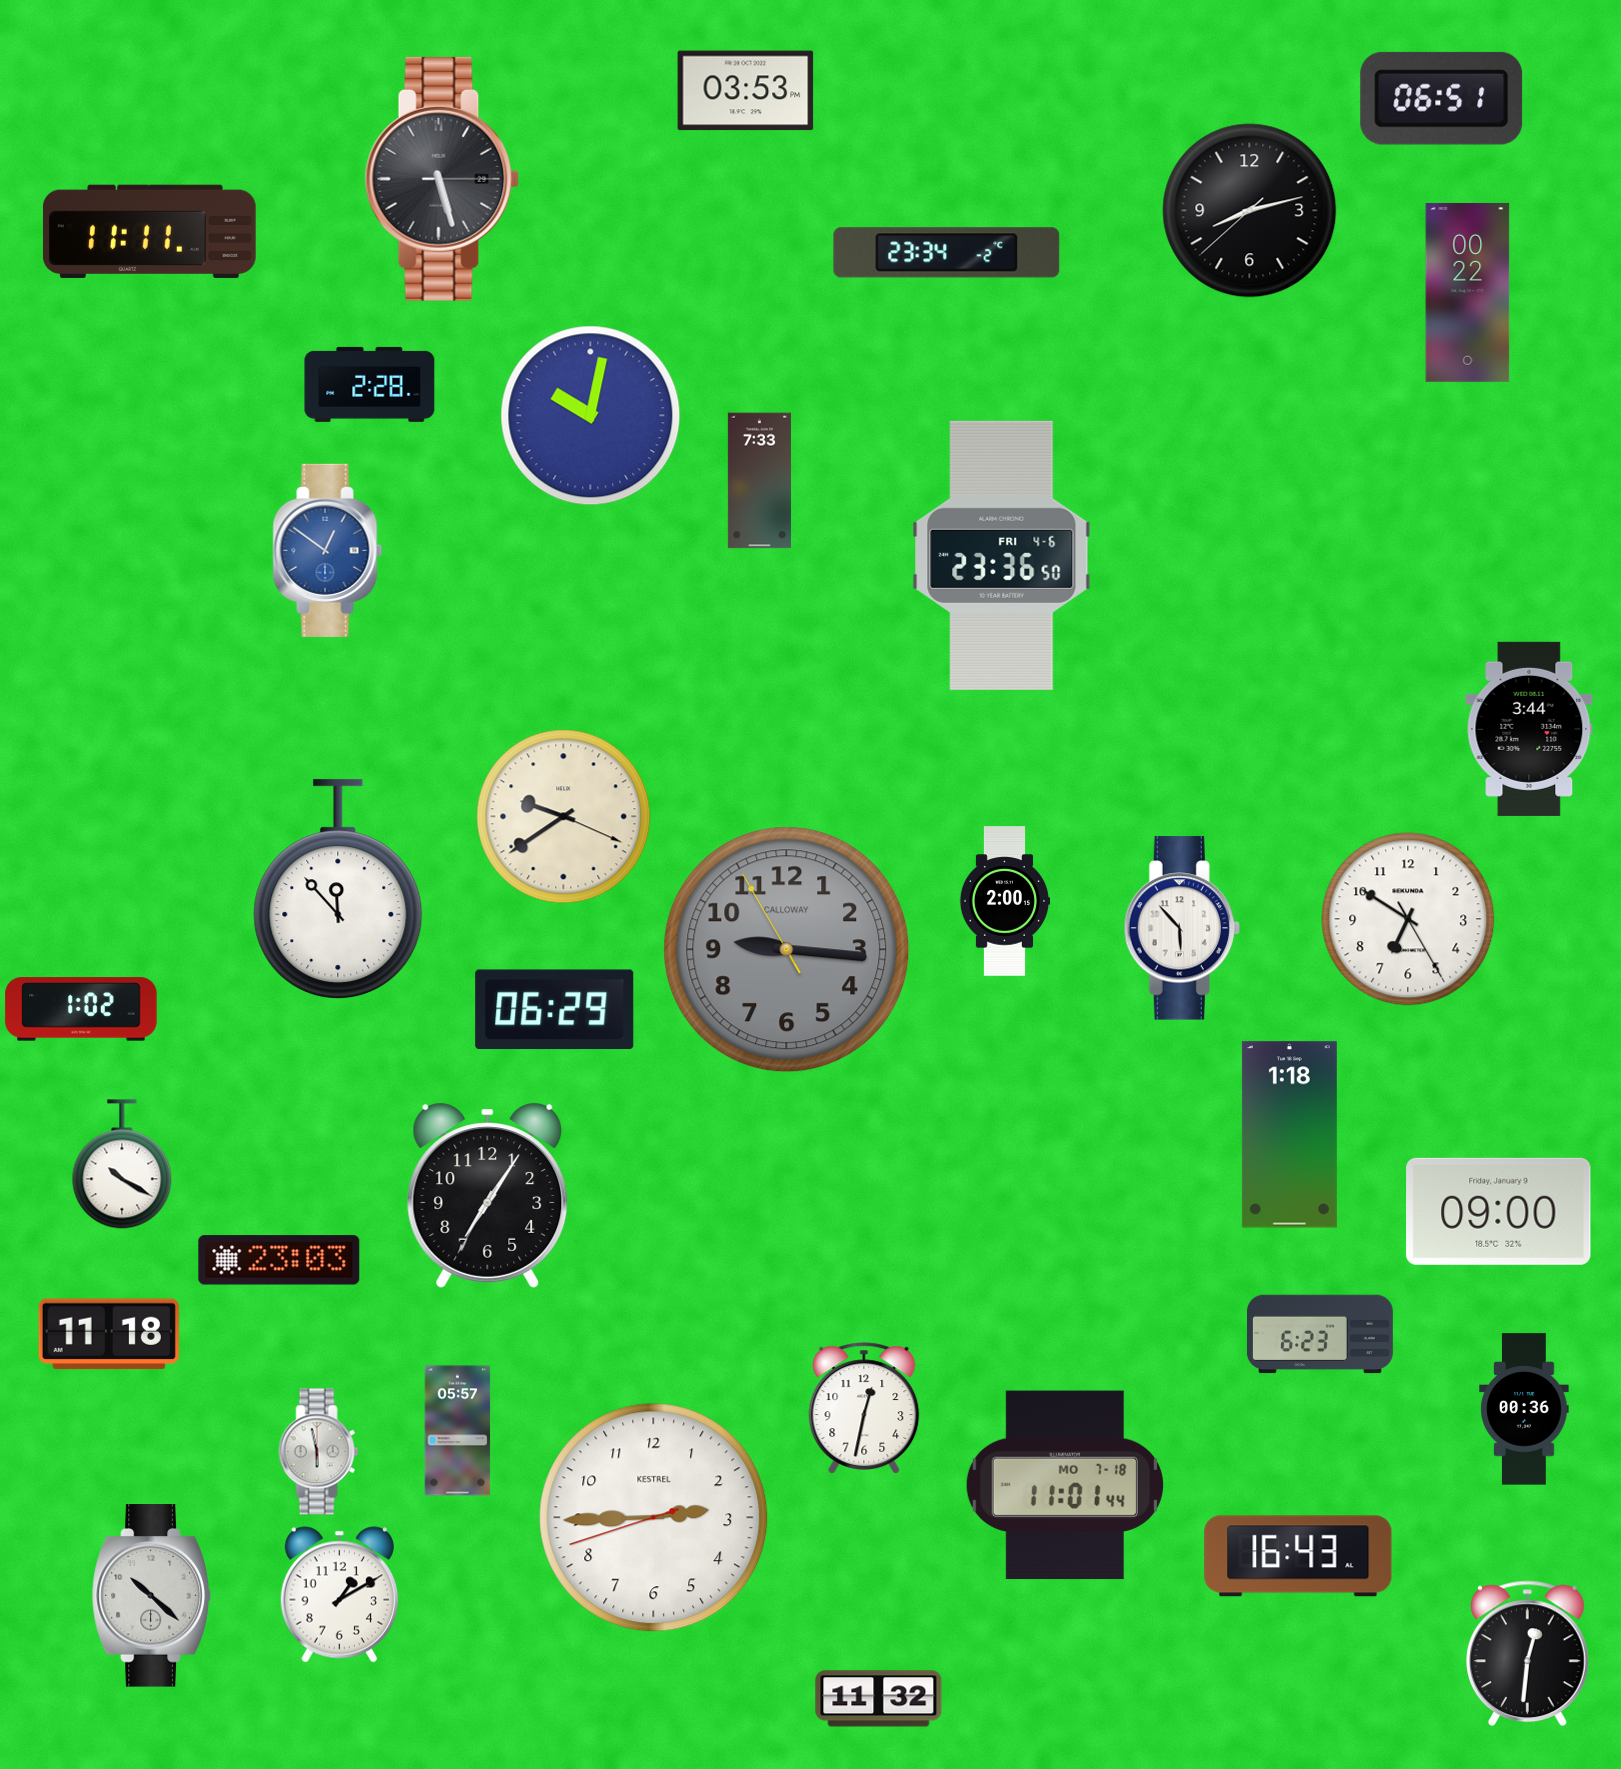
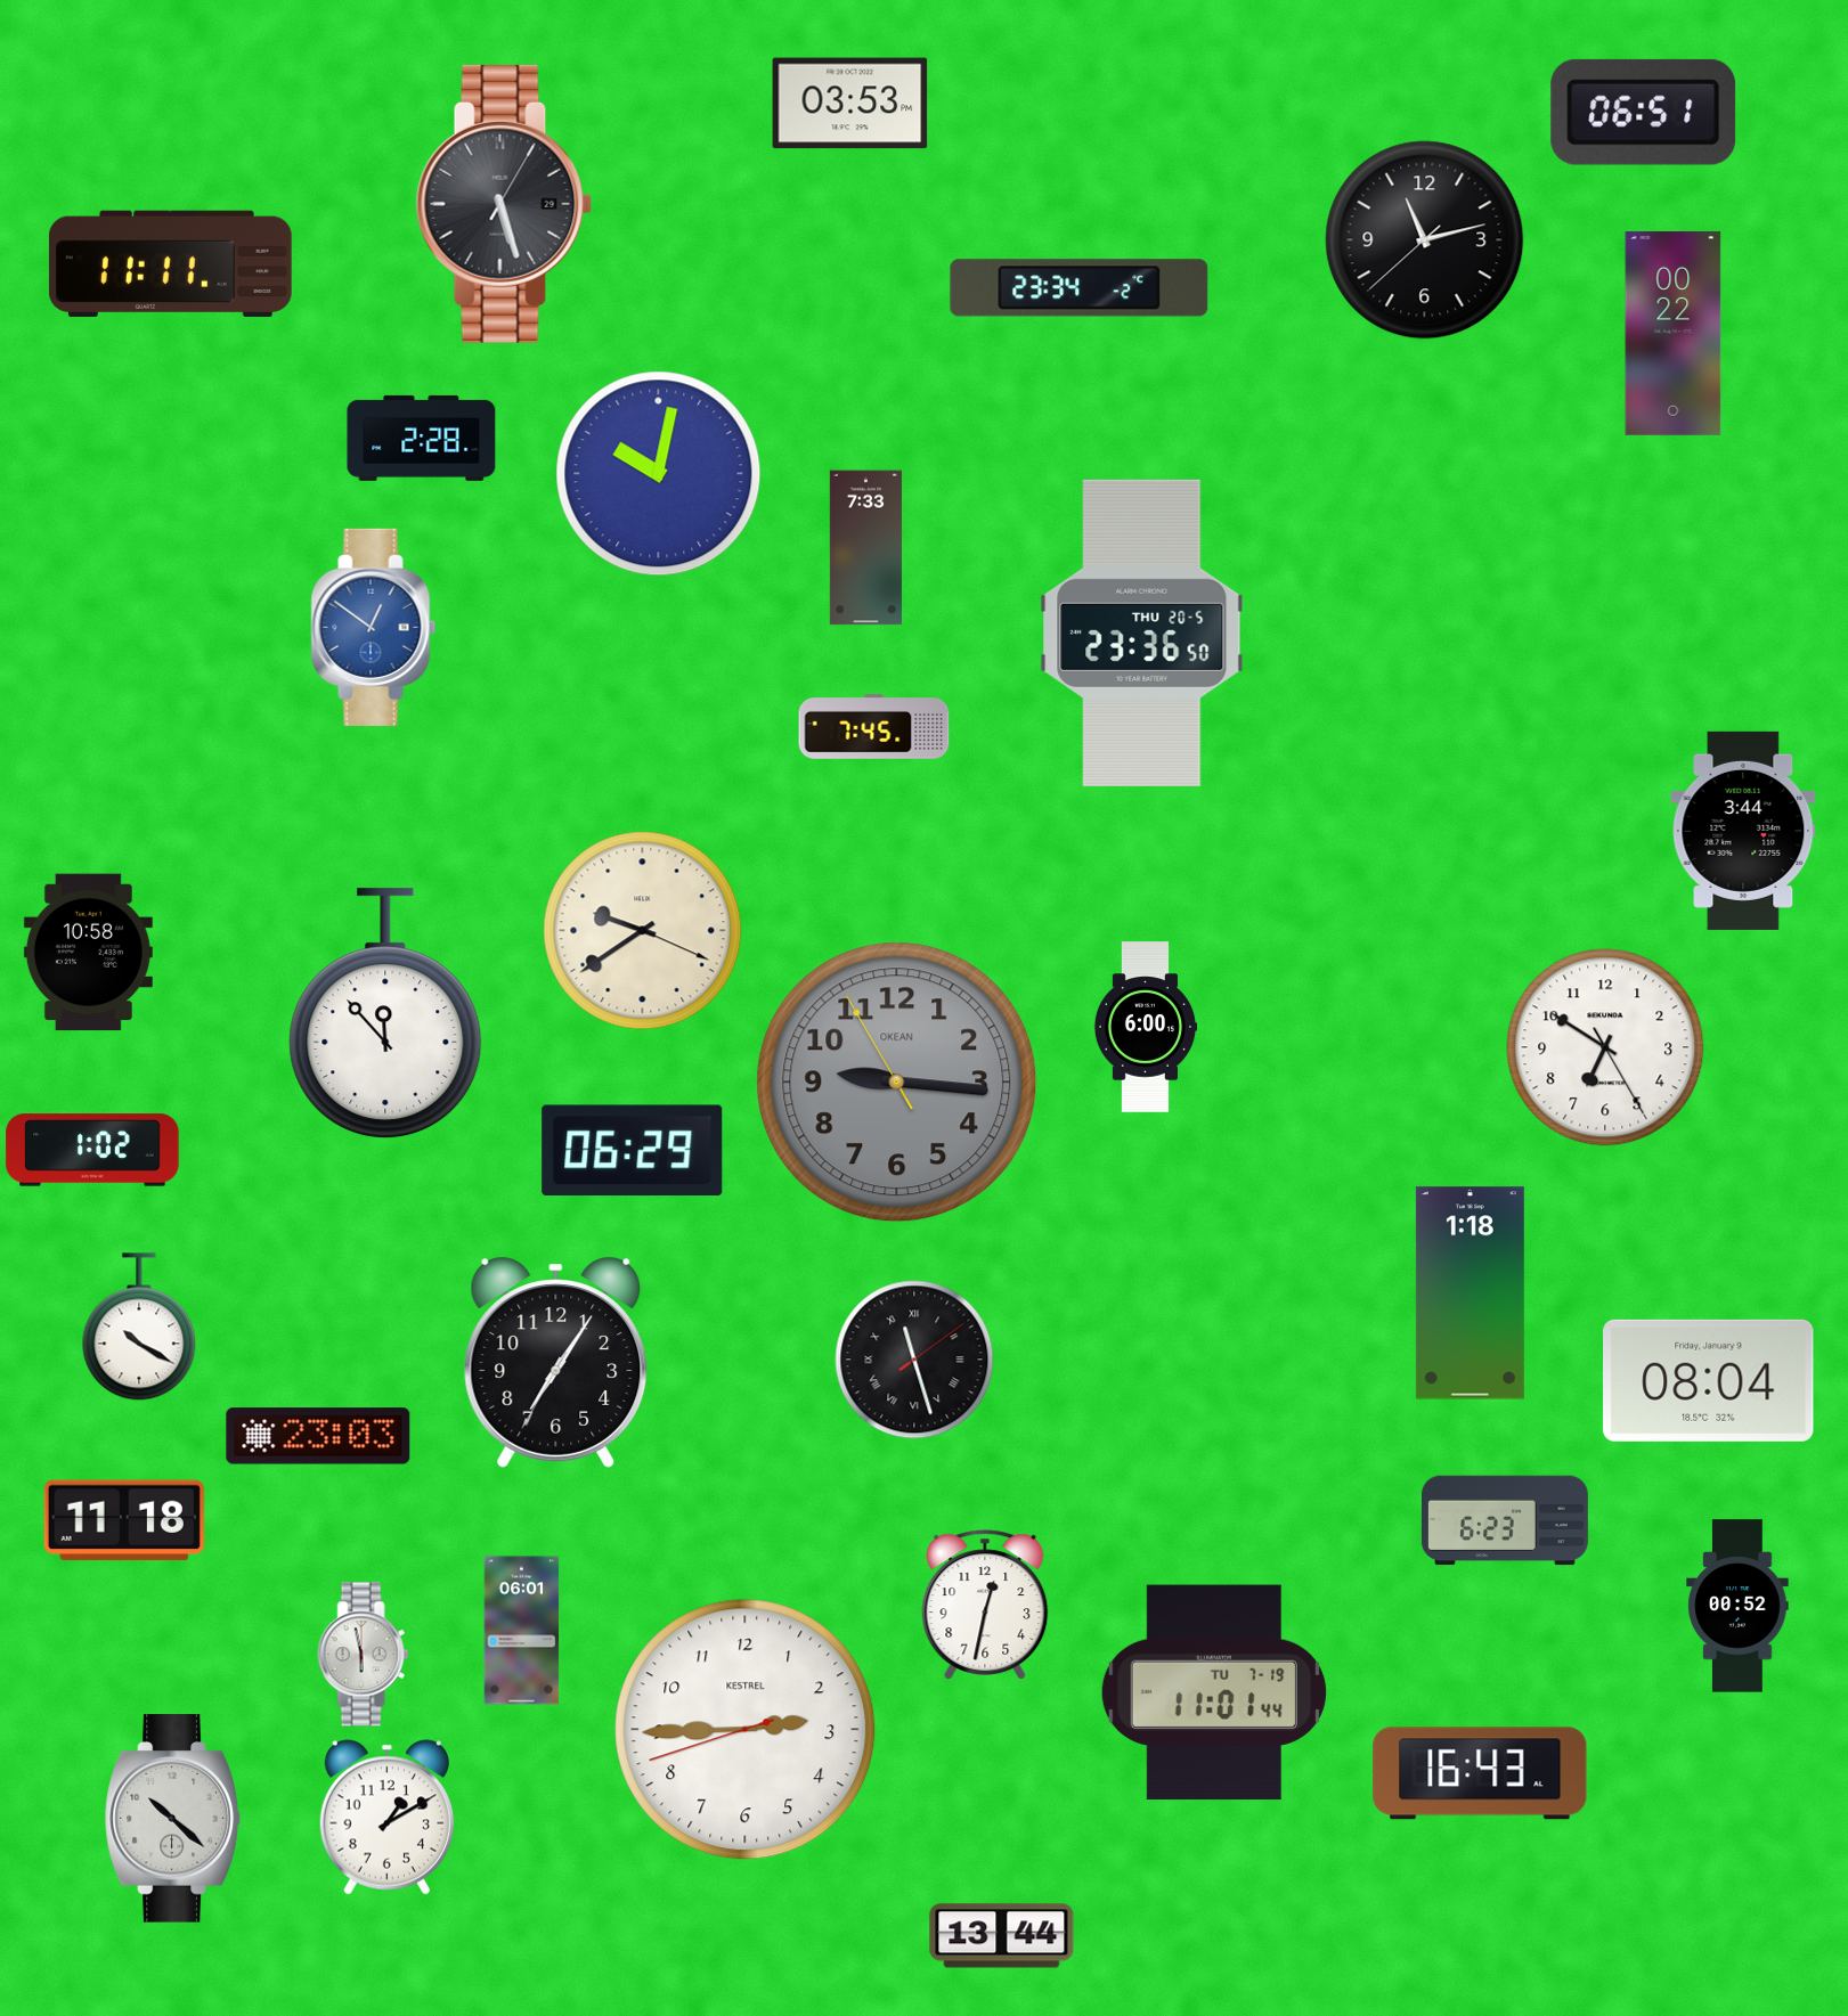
clock at (442, 179): 5:27:15 -> 5:27:05
clock at (1250, 211): 8:12 -> 11:12
clock at (591, 416) position: (591, 416) -> (659, 474)
clock at (1002, 555) date: FRI 4-6 -> THU 20-5
clock at (874, 727): none -> 7:45
clock at (88, 953): none -> 10:58
clock at (1005, 901): 2:00 -> 6:00
clock at (1182, 928): 5:53 -> none
clock at (787, 950) brand: CALLOWAY -> OKEAN
clock at (914, 1360): none -> 11:27
clock at (1499, 1211): 09:00 -> 08:04
clock at (1524, 1409): 00:36 -> 00:52
clock at (458, 1431): 05:57 -> 06:01
clock at (1065, 1485) date: MO 7-18 -> TU 7-19
clock at (1527, 1654): 12:31 -> none
clock at (879, 1699): 11:32 -> 13:44
